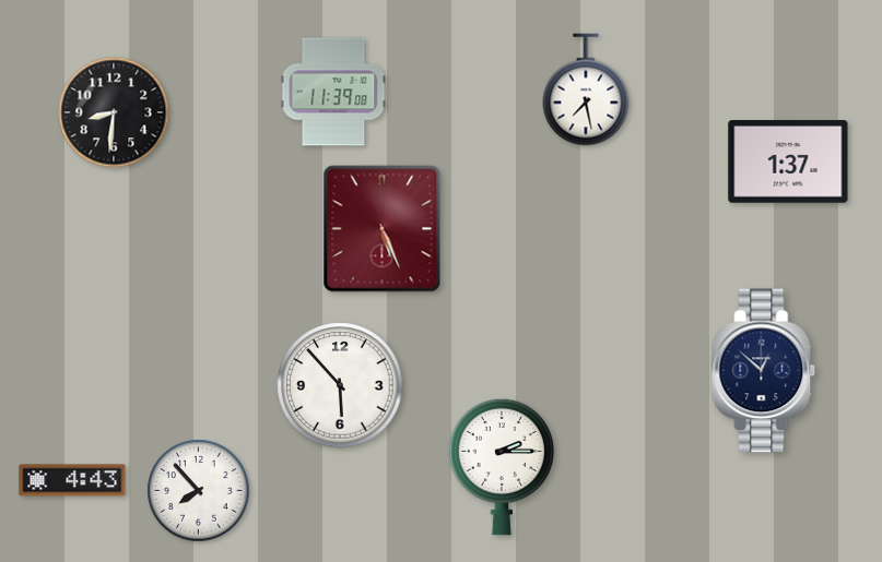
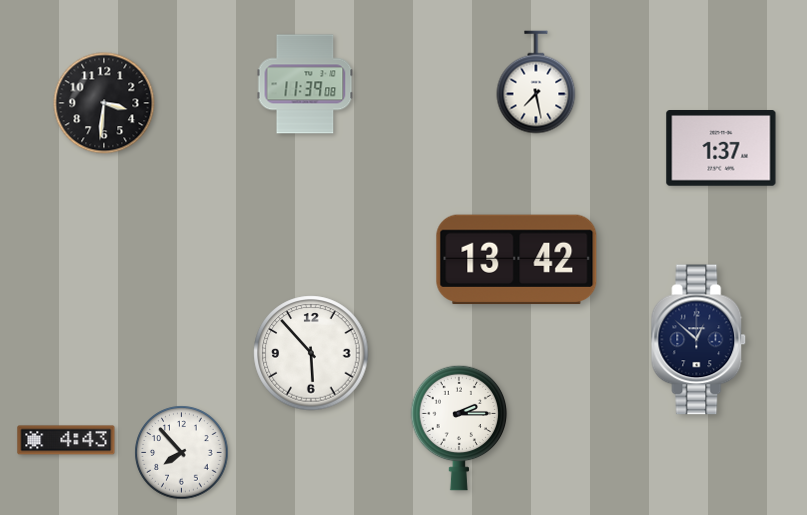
clock at (114, 112): 8:31 -> 3:31
clock at (383, 229): 5:26 -> none
clock at (517, 260): none -> 13:42
clock at (199, 491) position: (199, 491) -> (182, 453)
